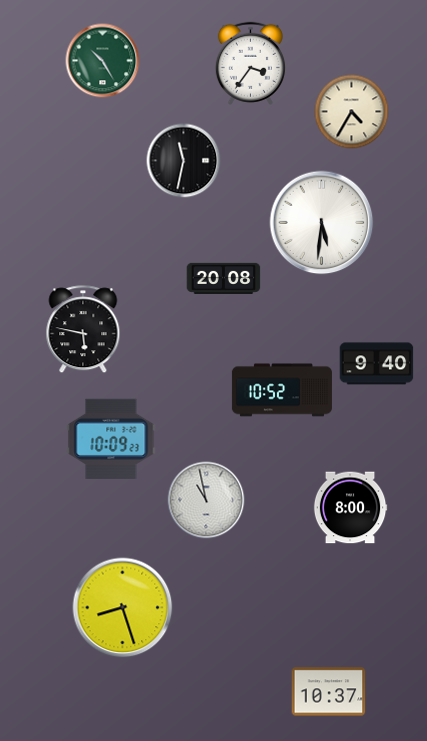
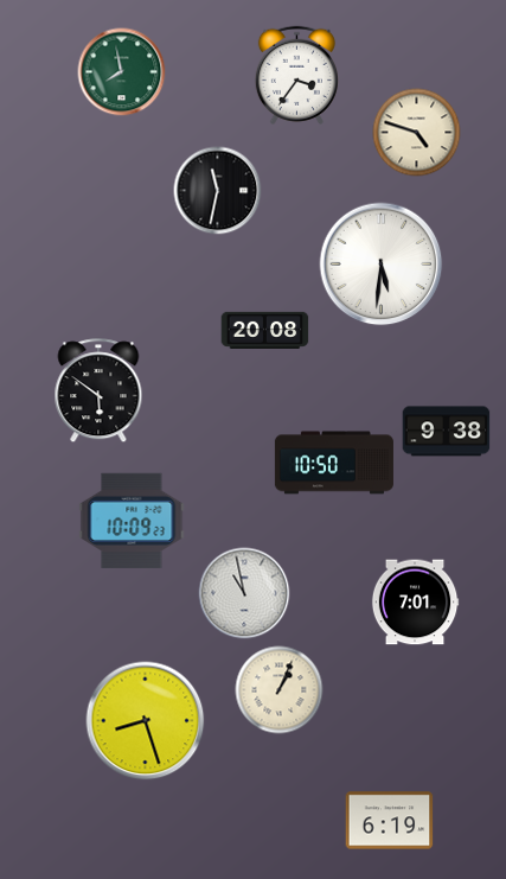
clock at (103, 61): 10:25 -> 7:58
clock at (352, 112): 4:35 -> 4:48
clock at (83, 330): 5:47 -> 5:51
clock at (377, 364): 9:40 -> 9:38
clock at (282, 390): 10:52 -> 10:50
clock at (350, 508): 8:00 -> 7:01
clock at (280, 690): none -> 1:04
clock at (329, 692): 10:37 -> 6:19
